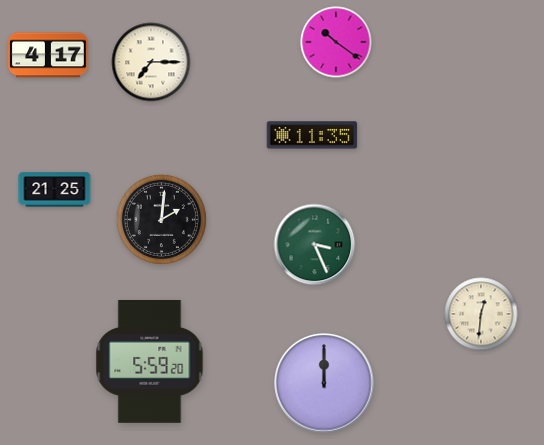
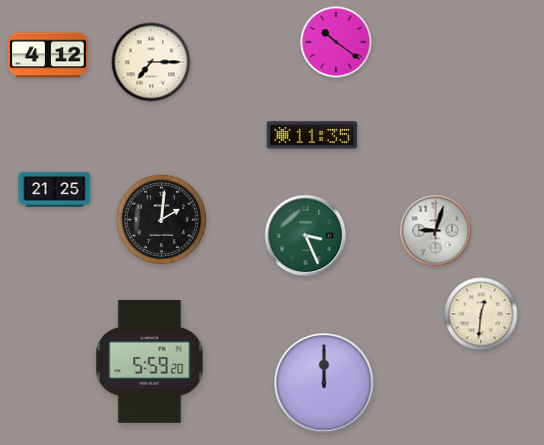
clock at (49, 55): 4:17 -> 4:12
clock at (436, 231): none -> 9:03
clock at (315, 245) position: (315, 245) -> (306, 236)
